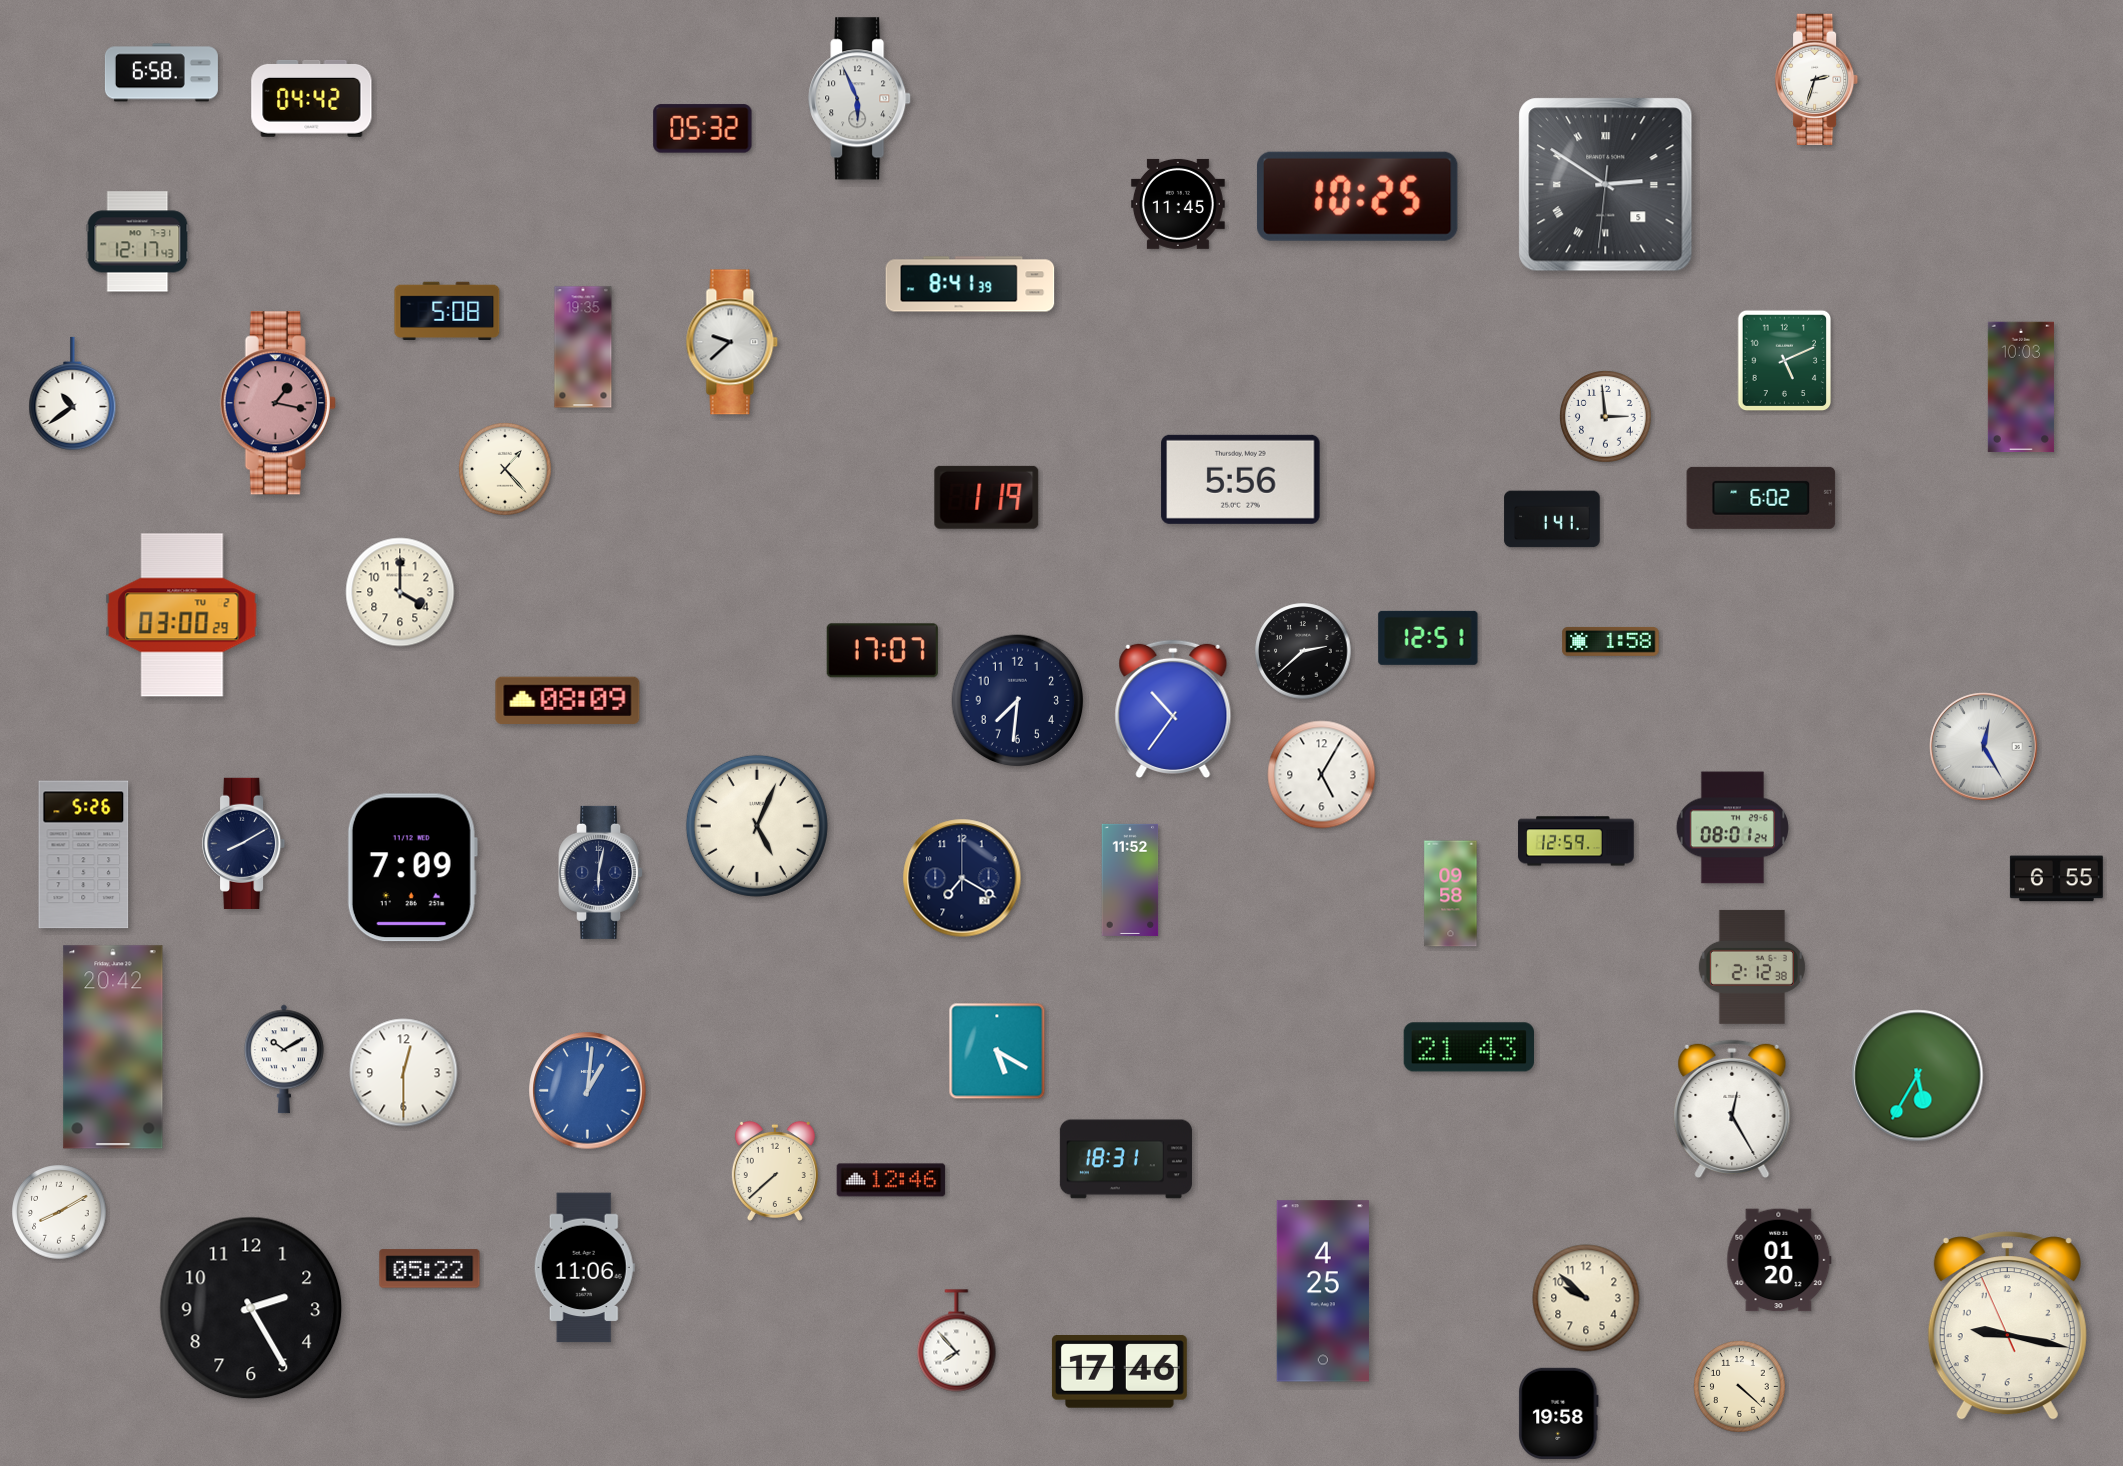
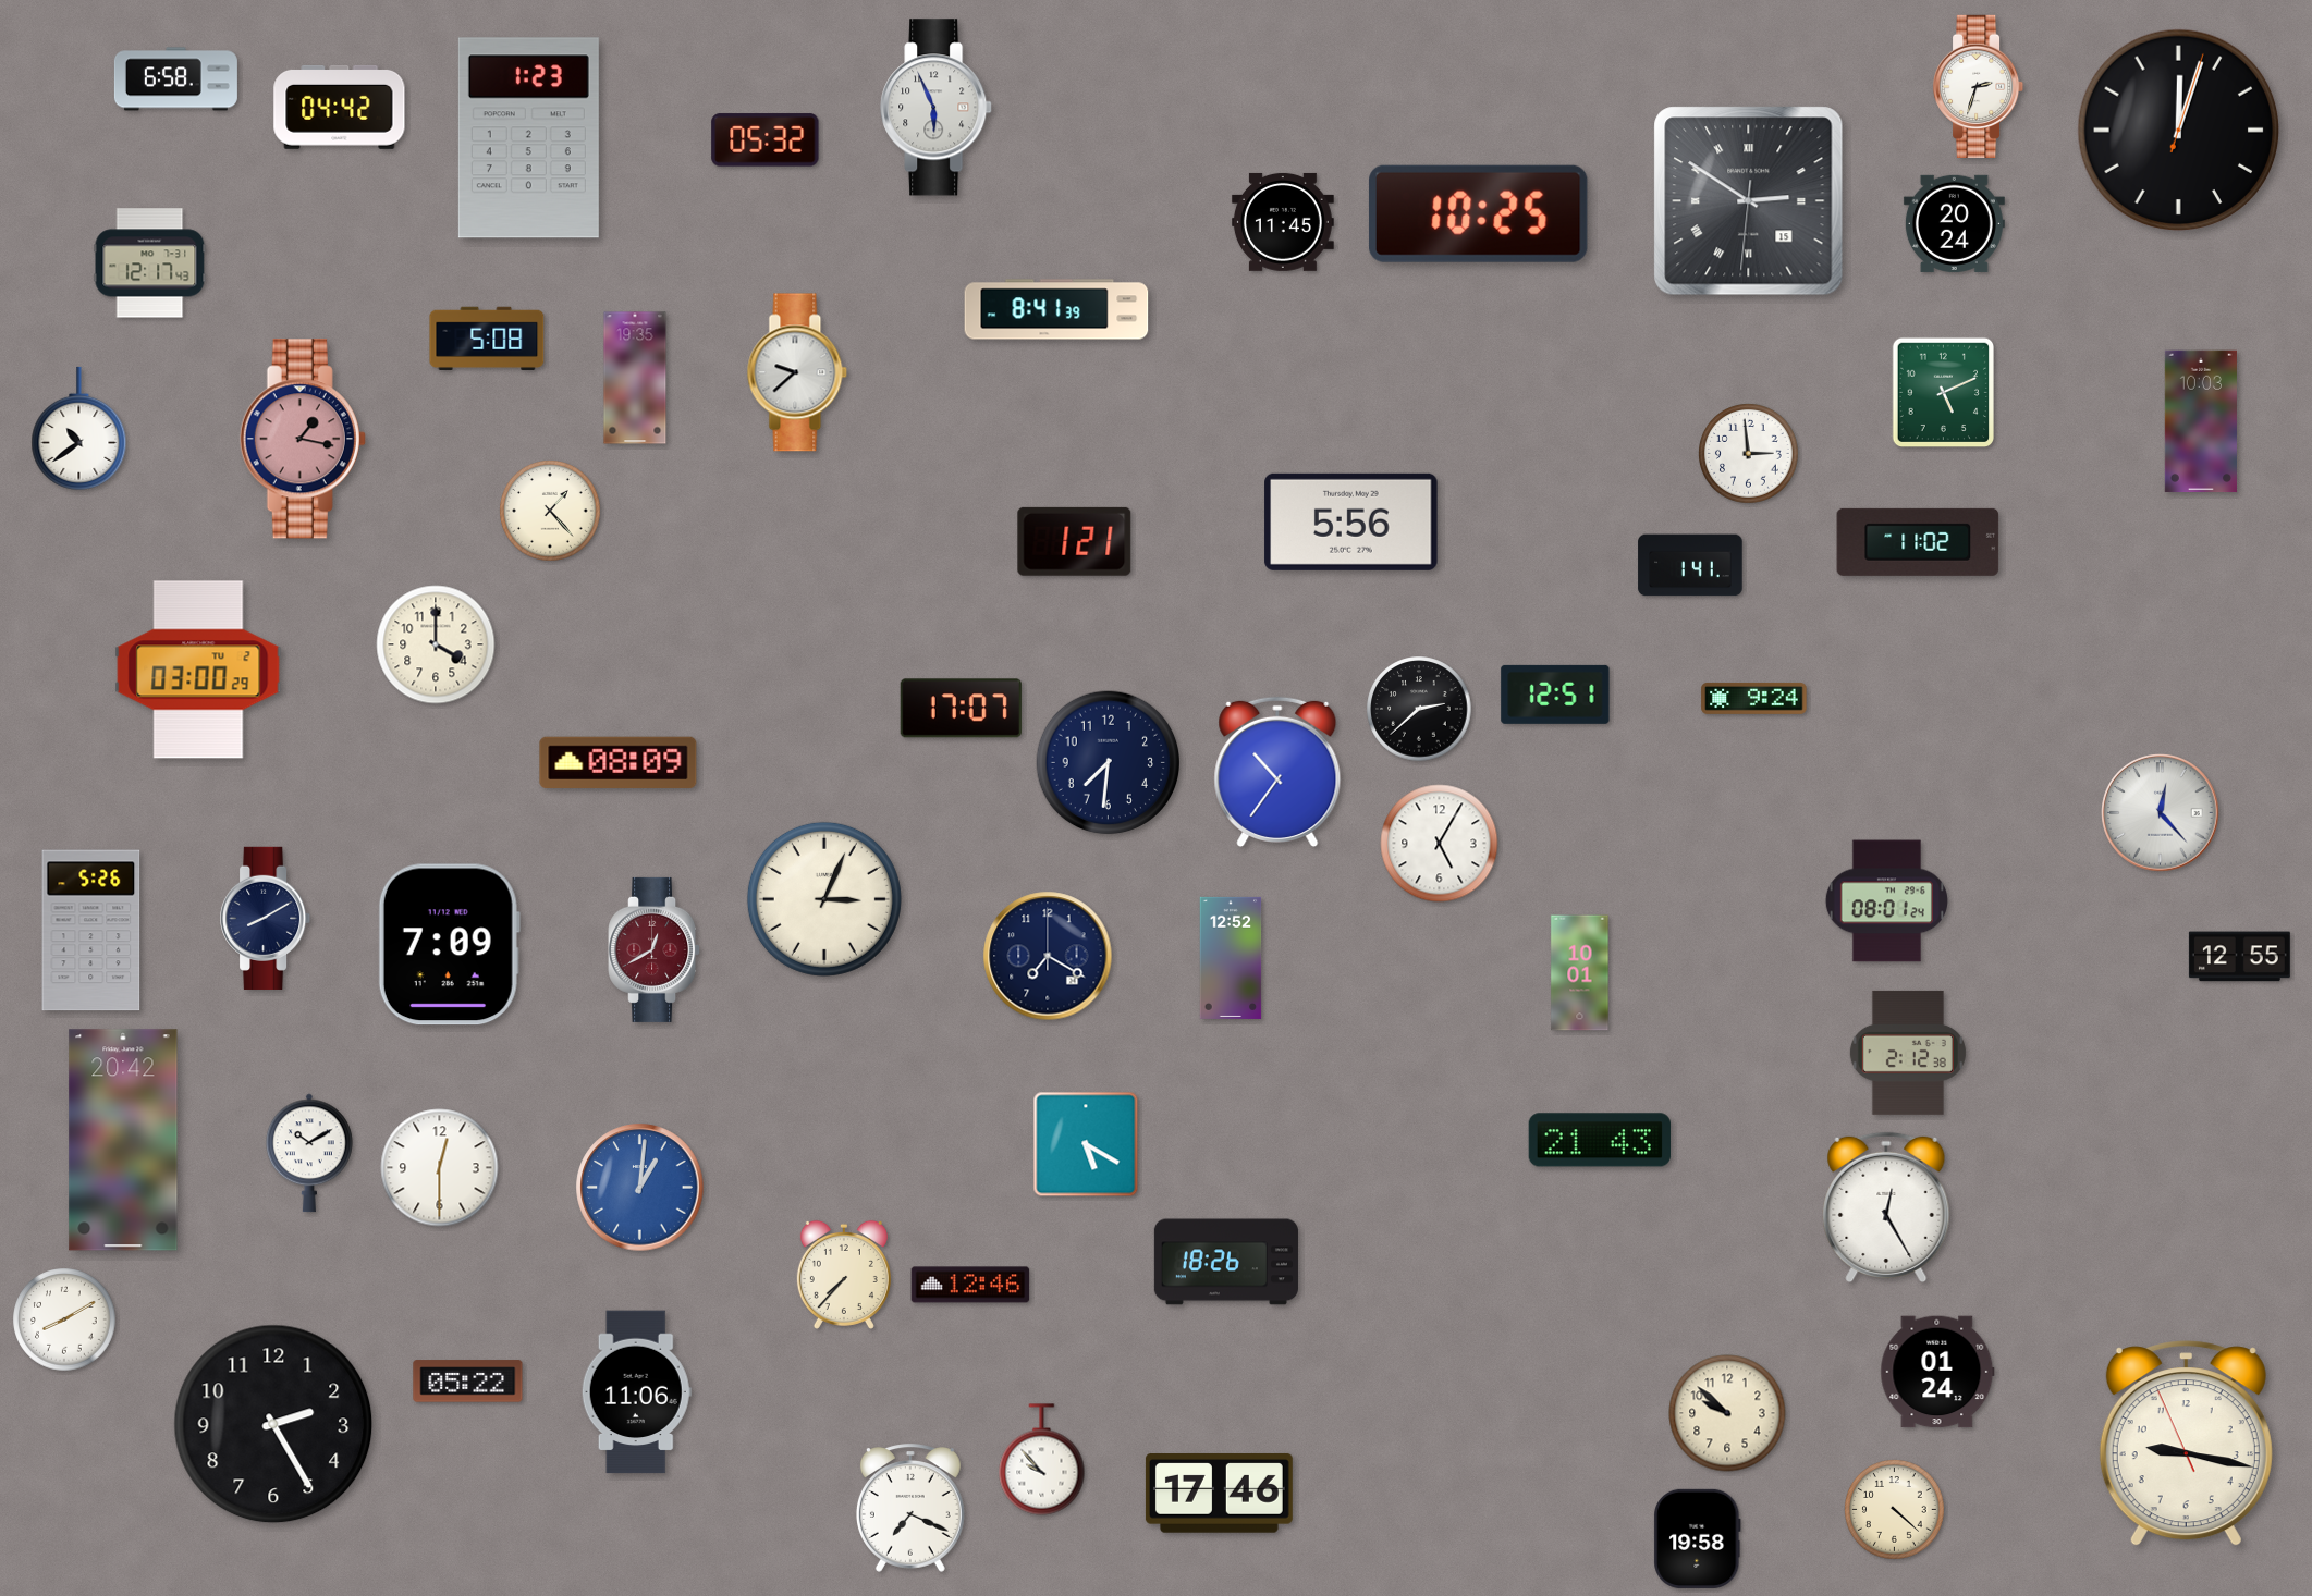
clock at (2179, 131): none -> 12:03
clock at (528, 138): none -> 1:23
clock at (1606, 185) date: 5 -> 15
clock at (1954, 223): none -> 20:24
clock at (987, 497): 1:19 -> 1:21
clock at (1761, 498): 6:02 -> 11:02
clock at (1611, 641): 1:58 -> 9:24
clock at (1984, 747): 12:25 -> 12:23
clock at (757, 826): 5:04 -> 3:04
clock at (1576, 841): 12:59 -> none
clock at (601, 872): 6:02 -> 12:40
clock at (601, 872) dial: navy -> burgundy
clock at (2056, 879): 6:55 -> 12:55
clock at (1130, 880): 11:52 -> 12:52
clock at (1451, 894): 09:58 -> 10:01
clock at (1918, 1076): 5:35 -> none
clock at (1126, 1159): 18:31 -> 18:26
clock at (775, 1171): 7:38 -> 7:37
clock at (1779, 1260): 01:20 -> 01:24
clock at (584, 1268) position: (584, 1268) -> (636, 1392)
clock at (1323, 1291): 4:25 -> none
clock at (957, 1341): 7:53 -> 9:53
clock at (910, 1508): none -> 7:19
